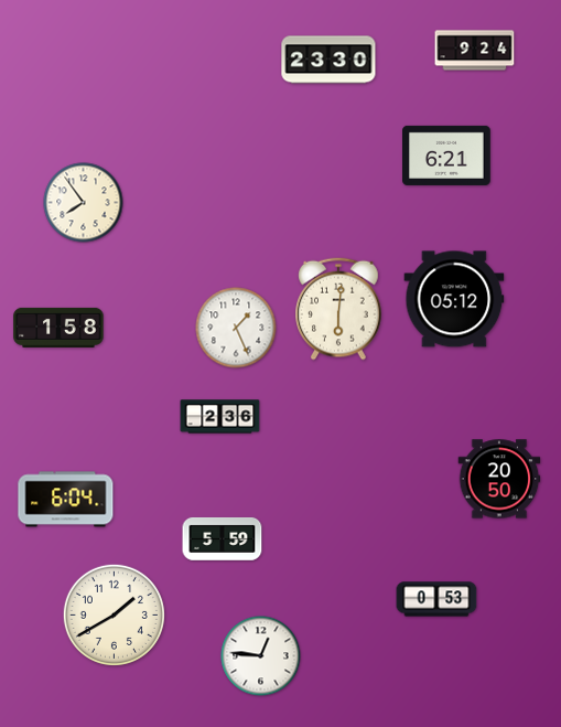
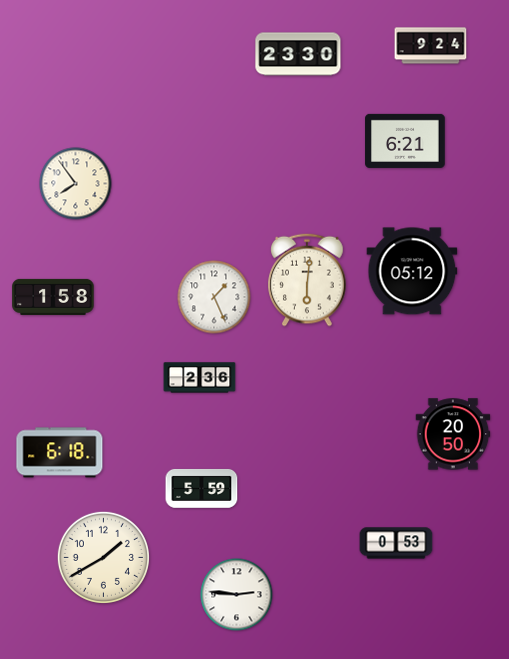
clock at (66, 500): 6:04 -> 6:18
clock at (261, 656): 12:46 -> 2:46
